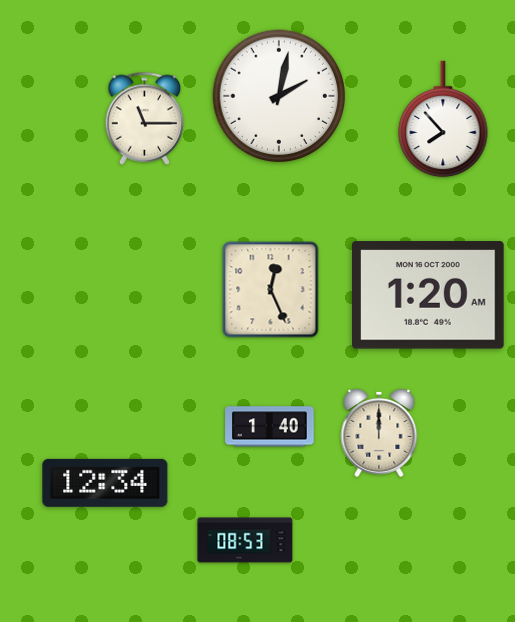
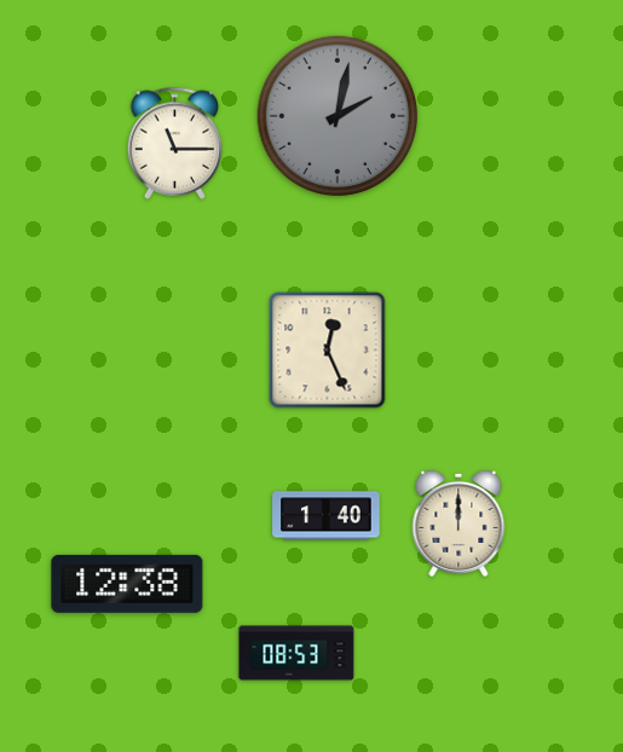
clock at (279, 96) dial: white -> grey
clock at (443, 119): 7:53 -> none
clock at (429, 295): 1:20 -> none
clock at (105, 483): 12:34 -> 12:38
